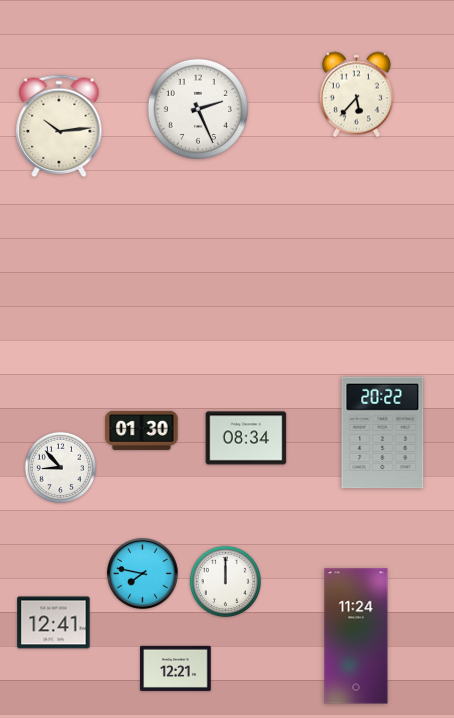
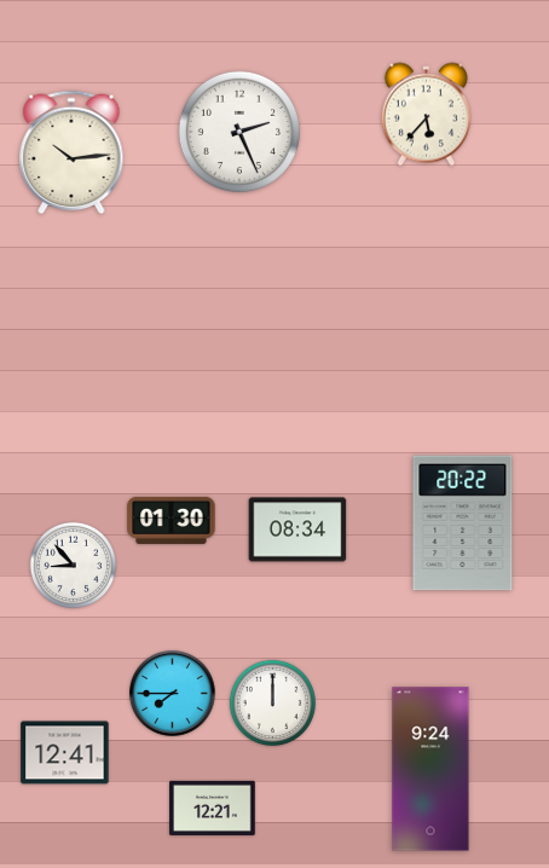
clock at (356, 95) position: (356, 95) -> (426, 115)
clock at (143, 574): 7:47 -> 7:45
clock at (356, 636): 11:24 -> 9:24
